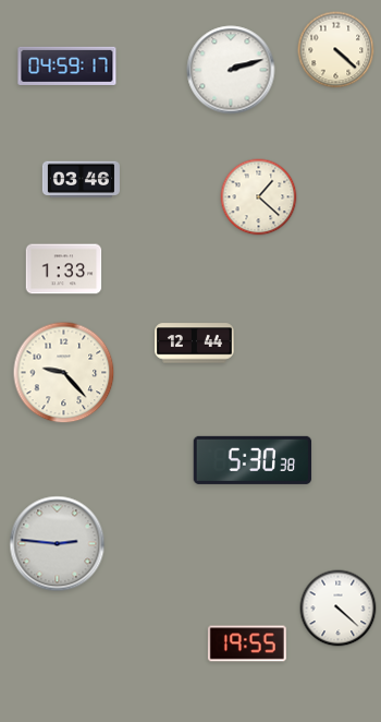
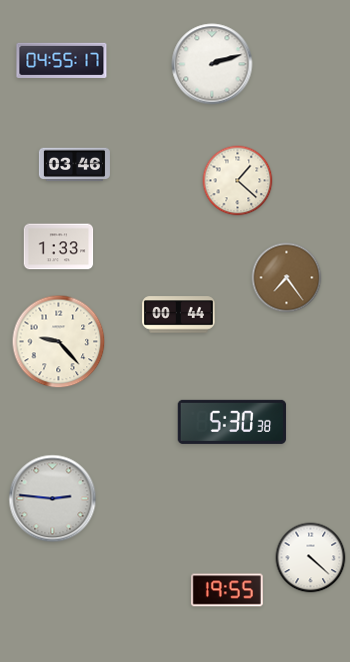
clock at (336, 50): 4:22 -> none
clock at (67, 65): 04:59 -> 04:55
clock at (287, 278): none -> 7:24
clock at (195, 344): 12:44 -> 00:44
